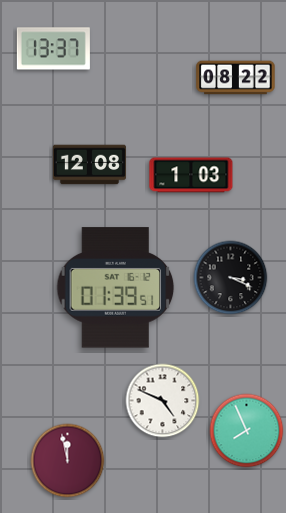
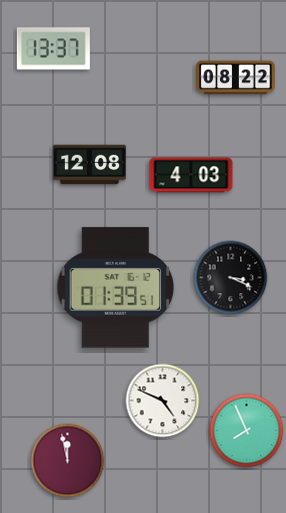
clock at (191, 175): 1:03 -> 4:03
